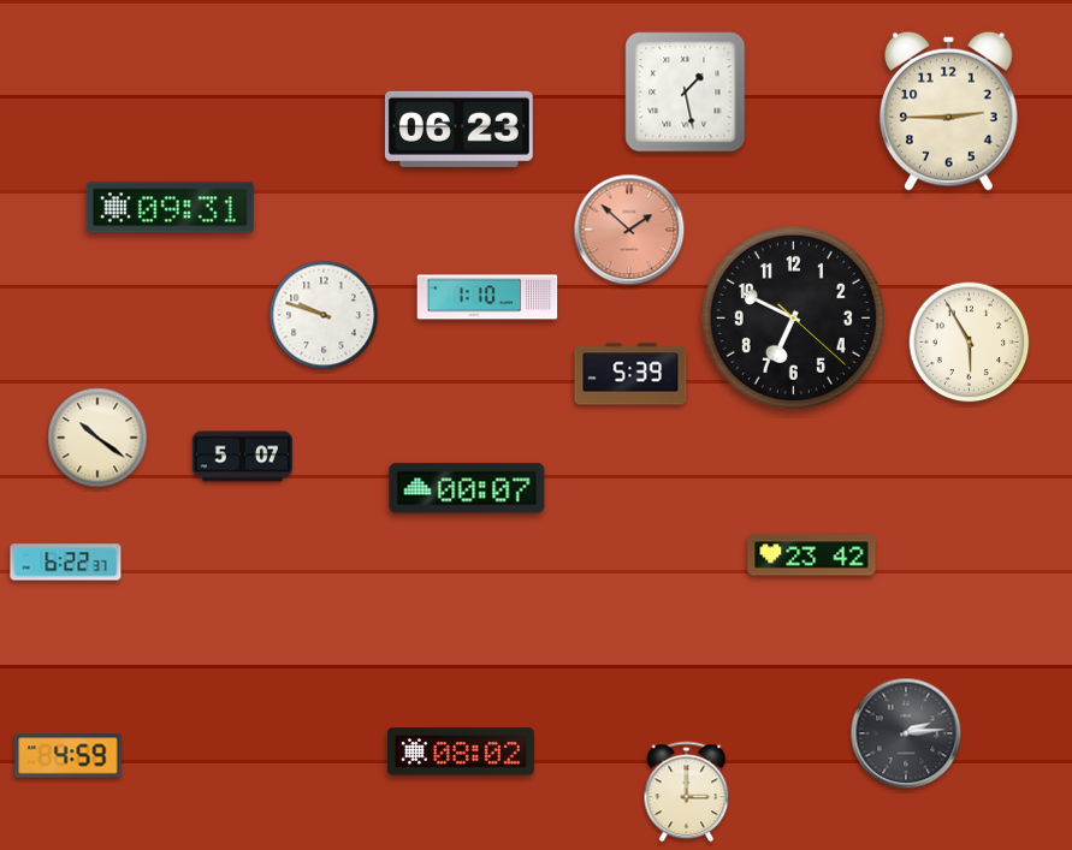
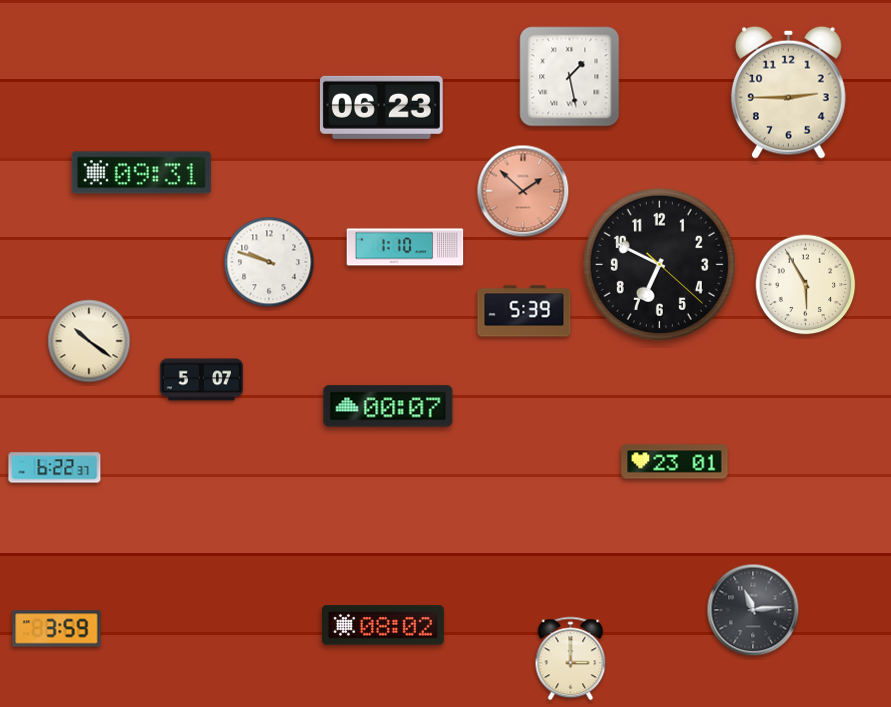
clock at (97, 438) position: (97, 438) -> (89, 341)
clock at (812, 555): 23:42 -> 23:01
clock at (906, 733): 2:14 -> 11:14
clock at (69, 756): 4:59 -> 3:59
